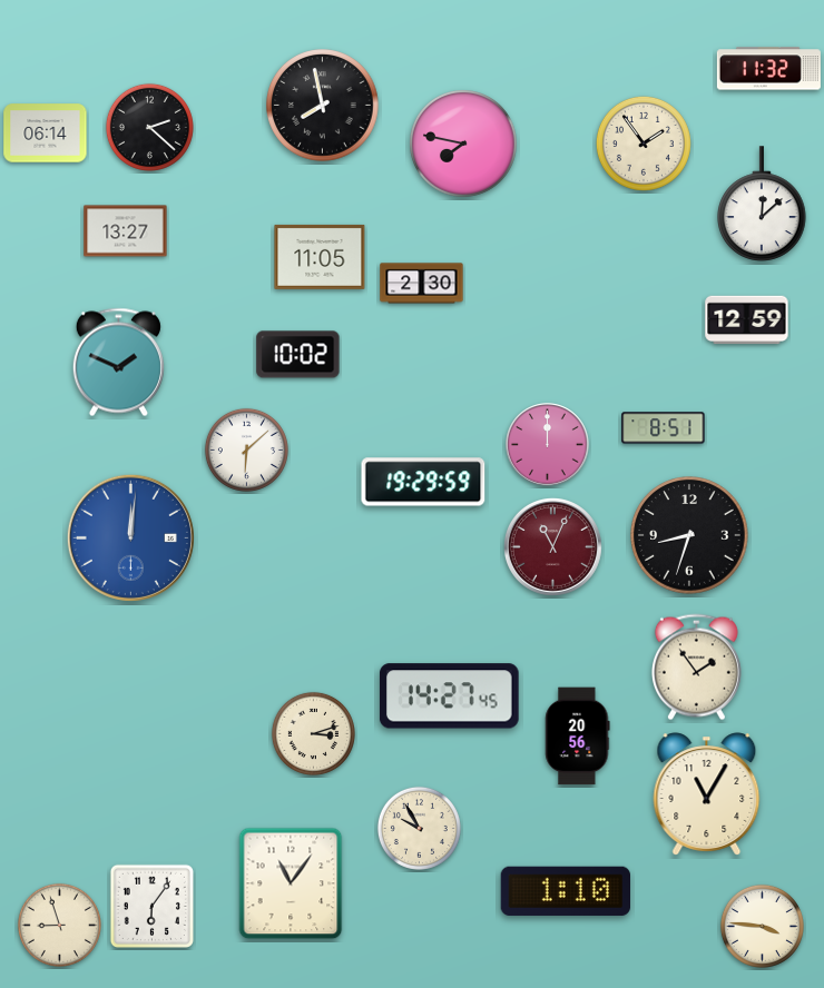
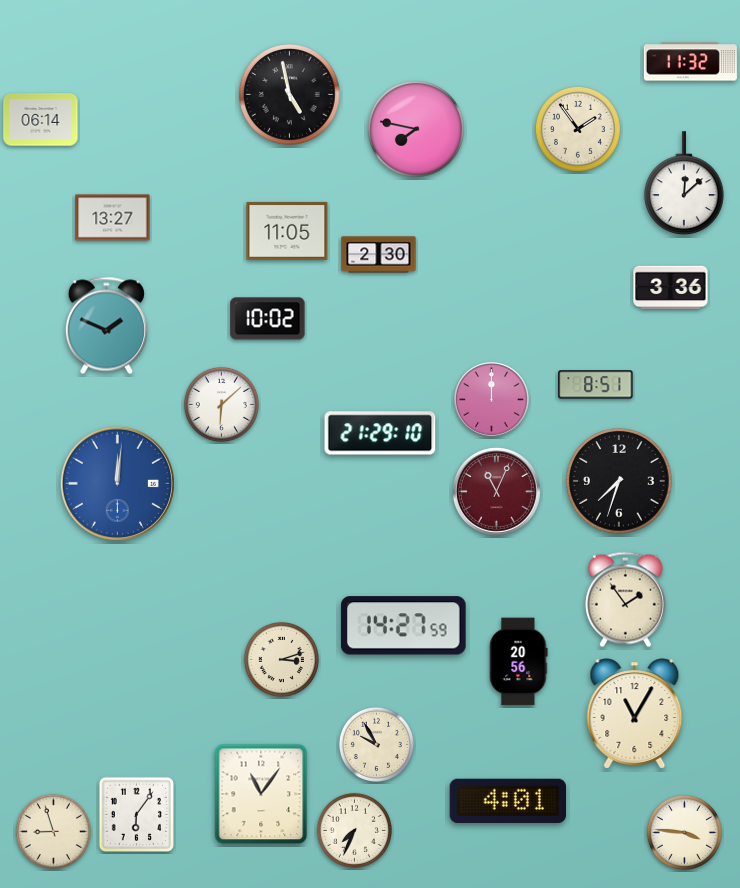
clock at (323, 106): 7:58 -> 4:58
clock at (149, 127): 2:22 -> none
clock at (126, 231) position: (126, 231) -> (113, 218)
clock at (747, 320): 12:59 -> 3:36
clock at (423, 482): 19:29 -> 21:29
clock at (689, 535): 8:33 -> 7:33
clock at (449, 696): 14:27:45 -> 14:27:59
clock at (565, 890): 1:10 -> 4:01
clock at (354, 830): none -> 7:34
